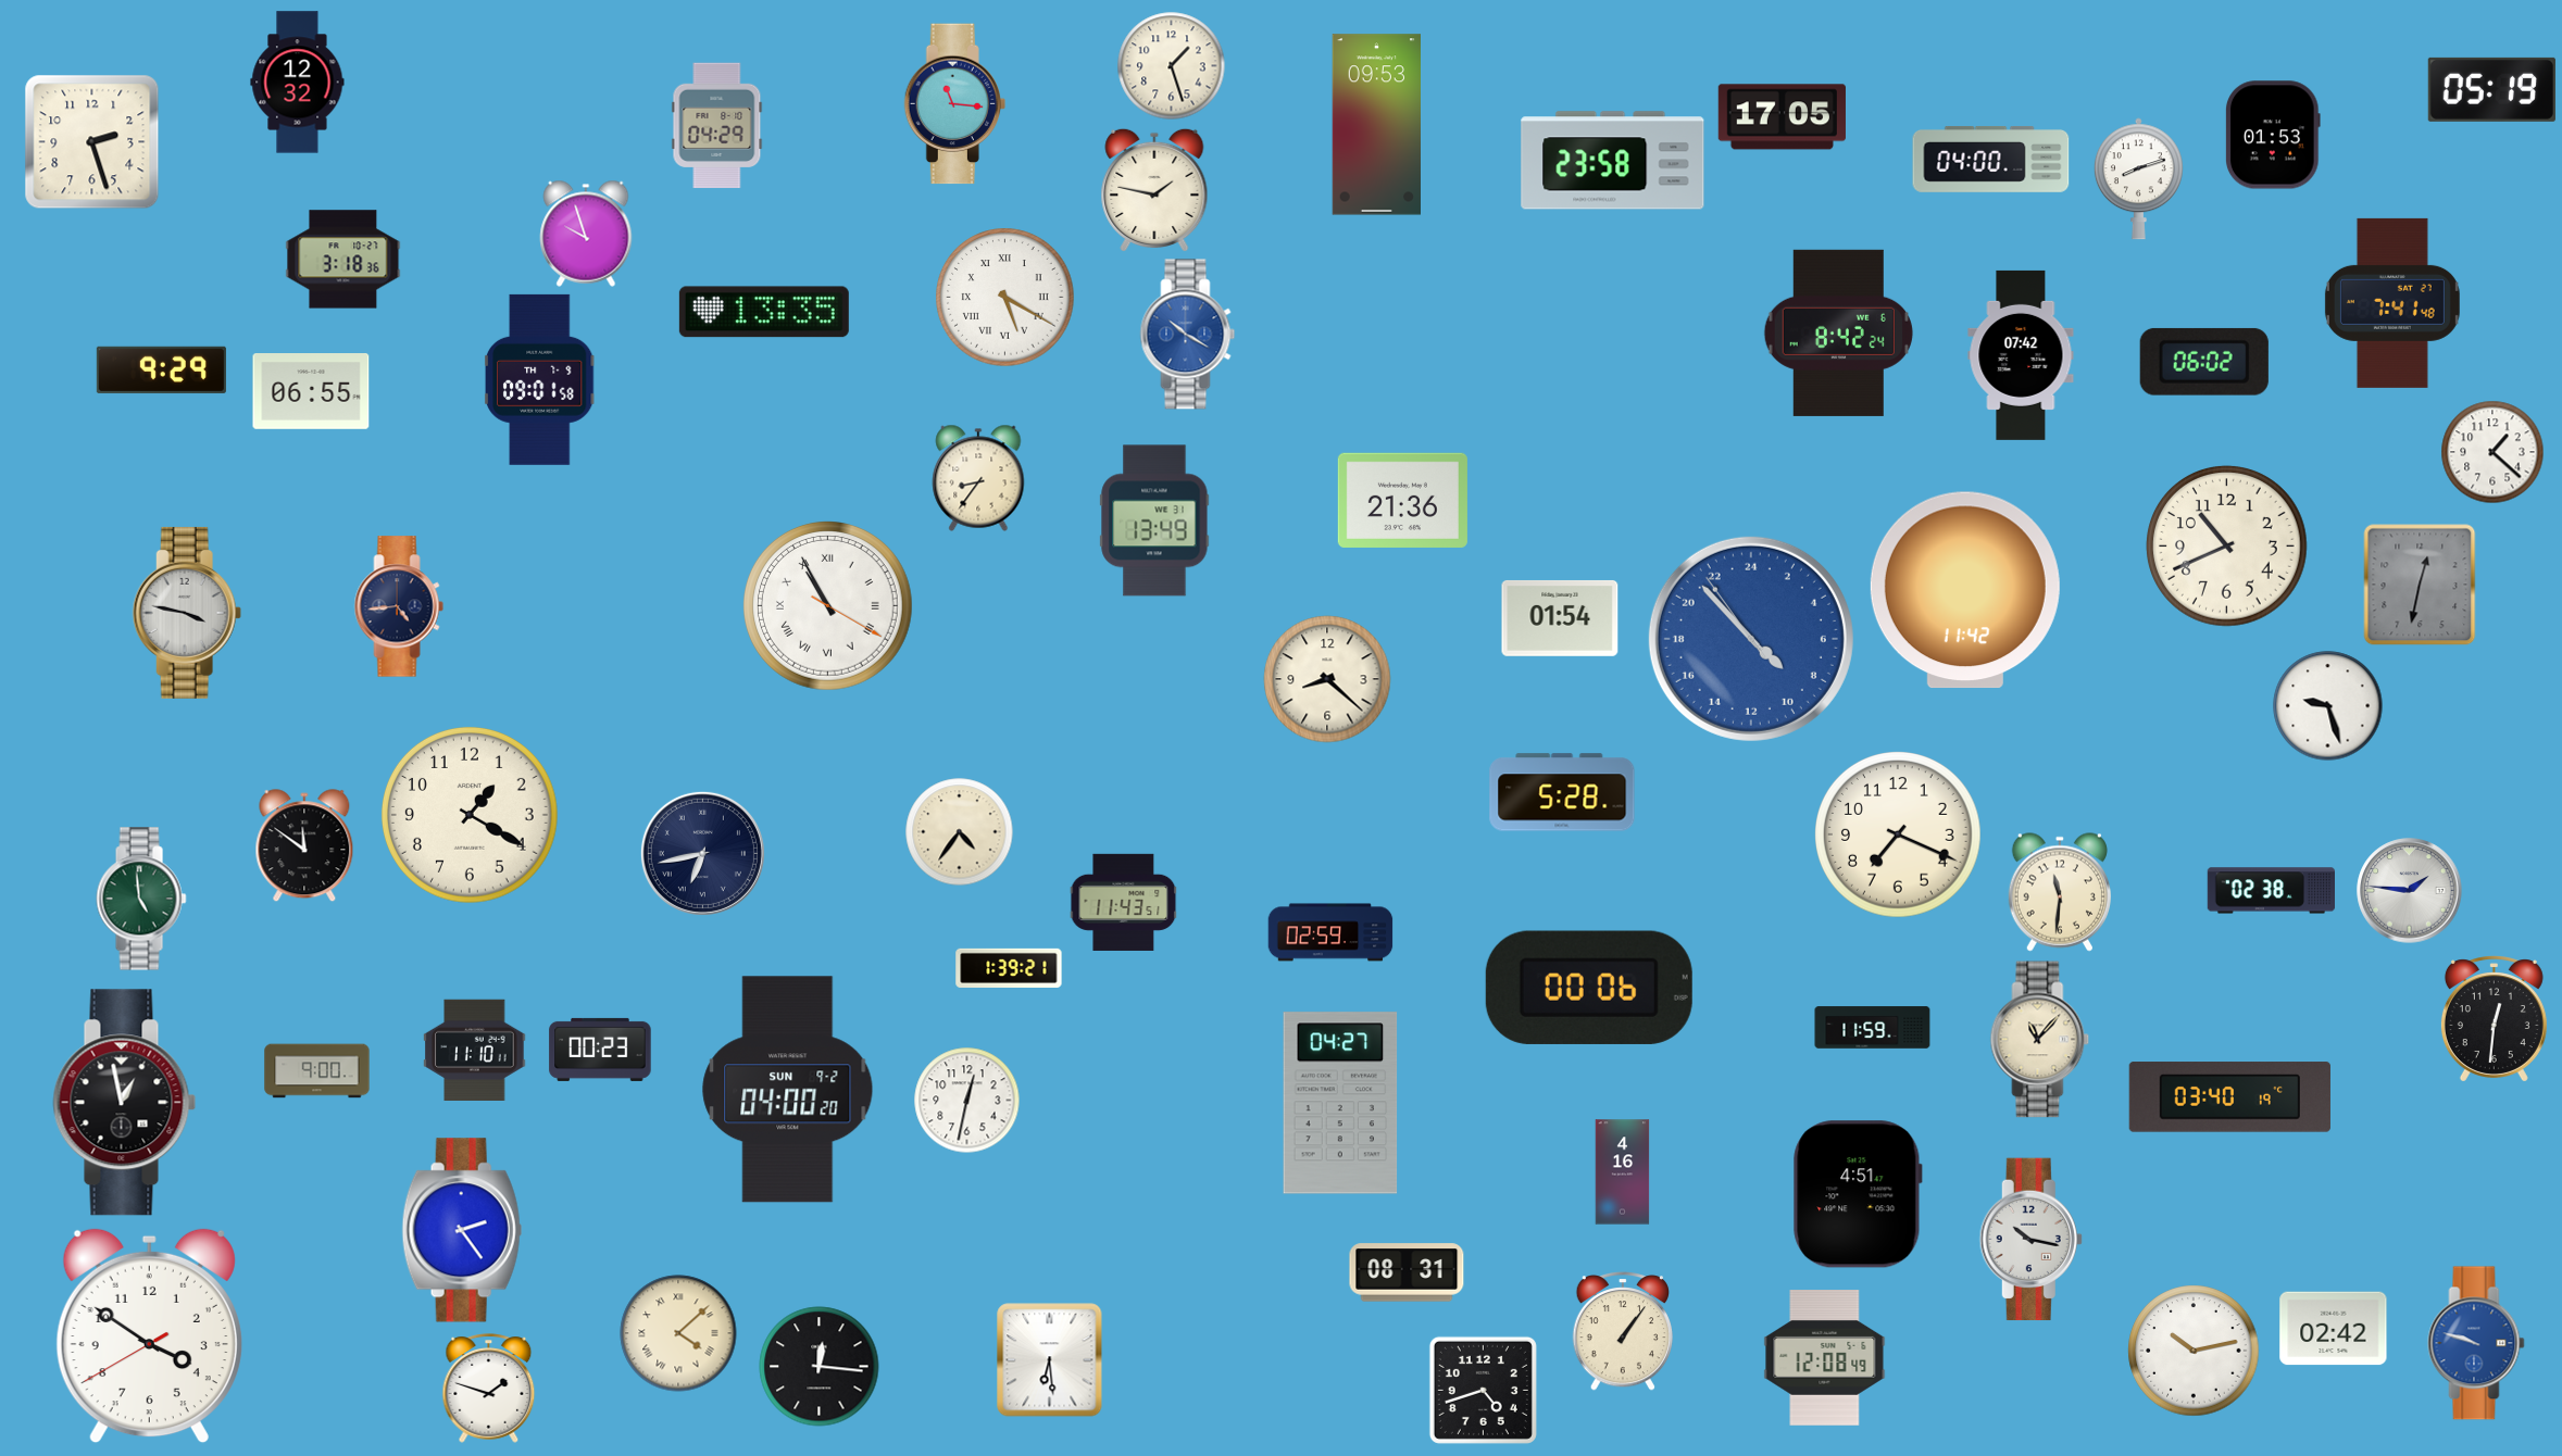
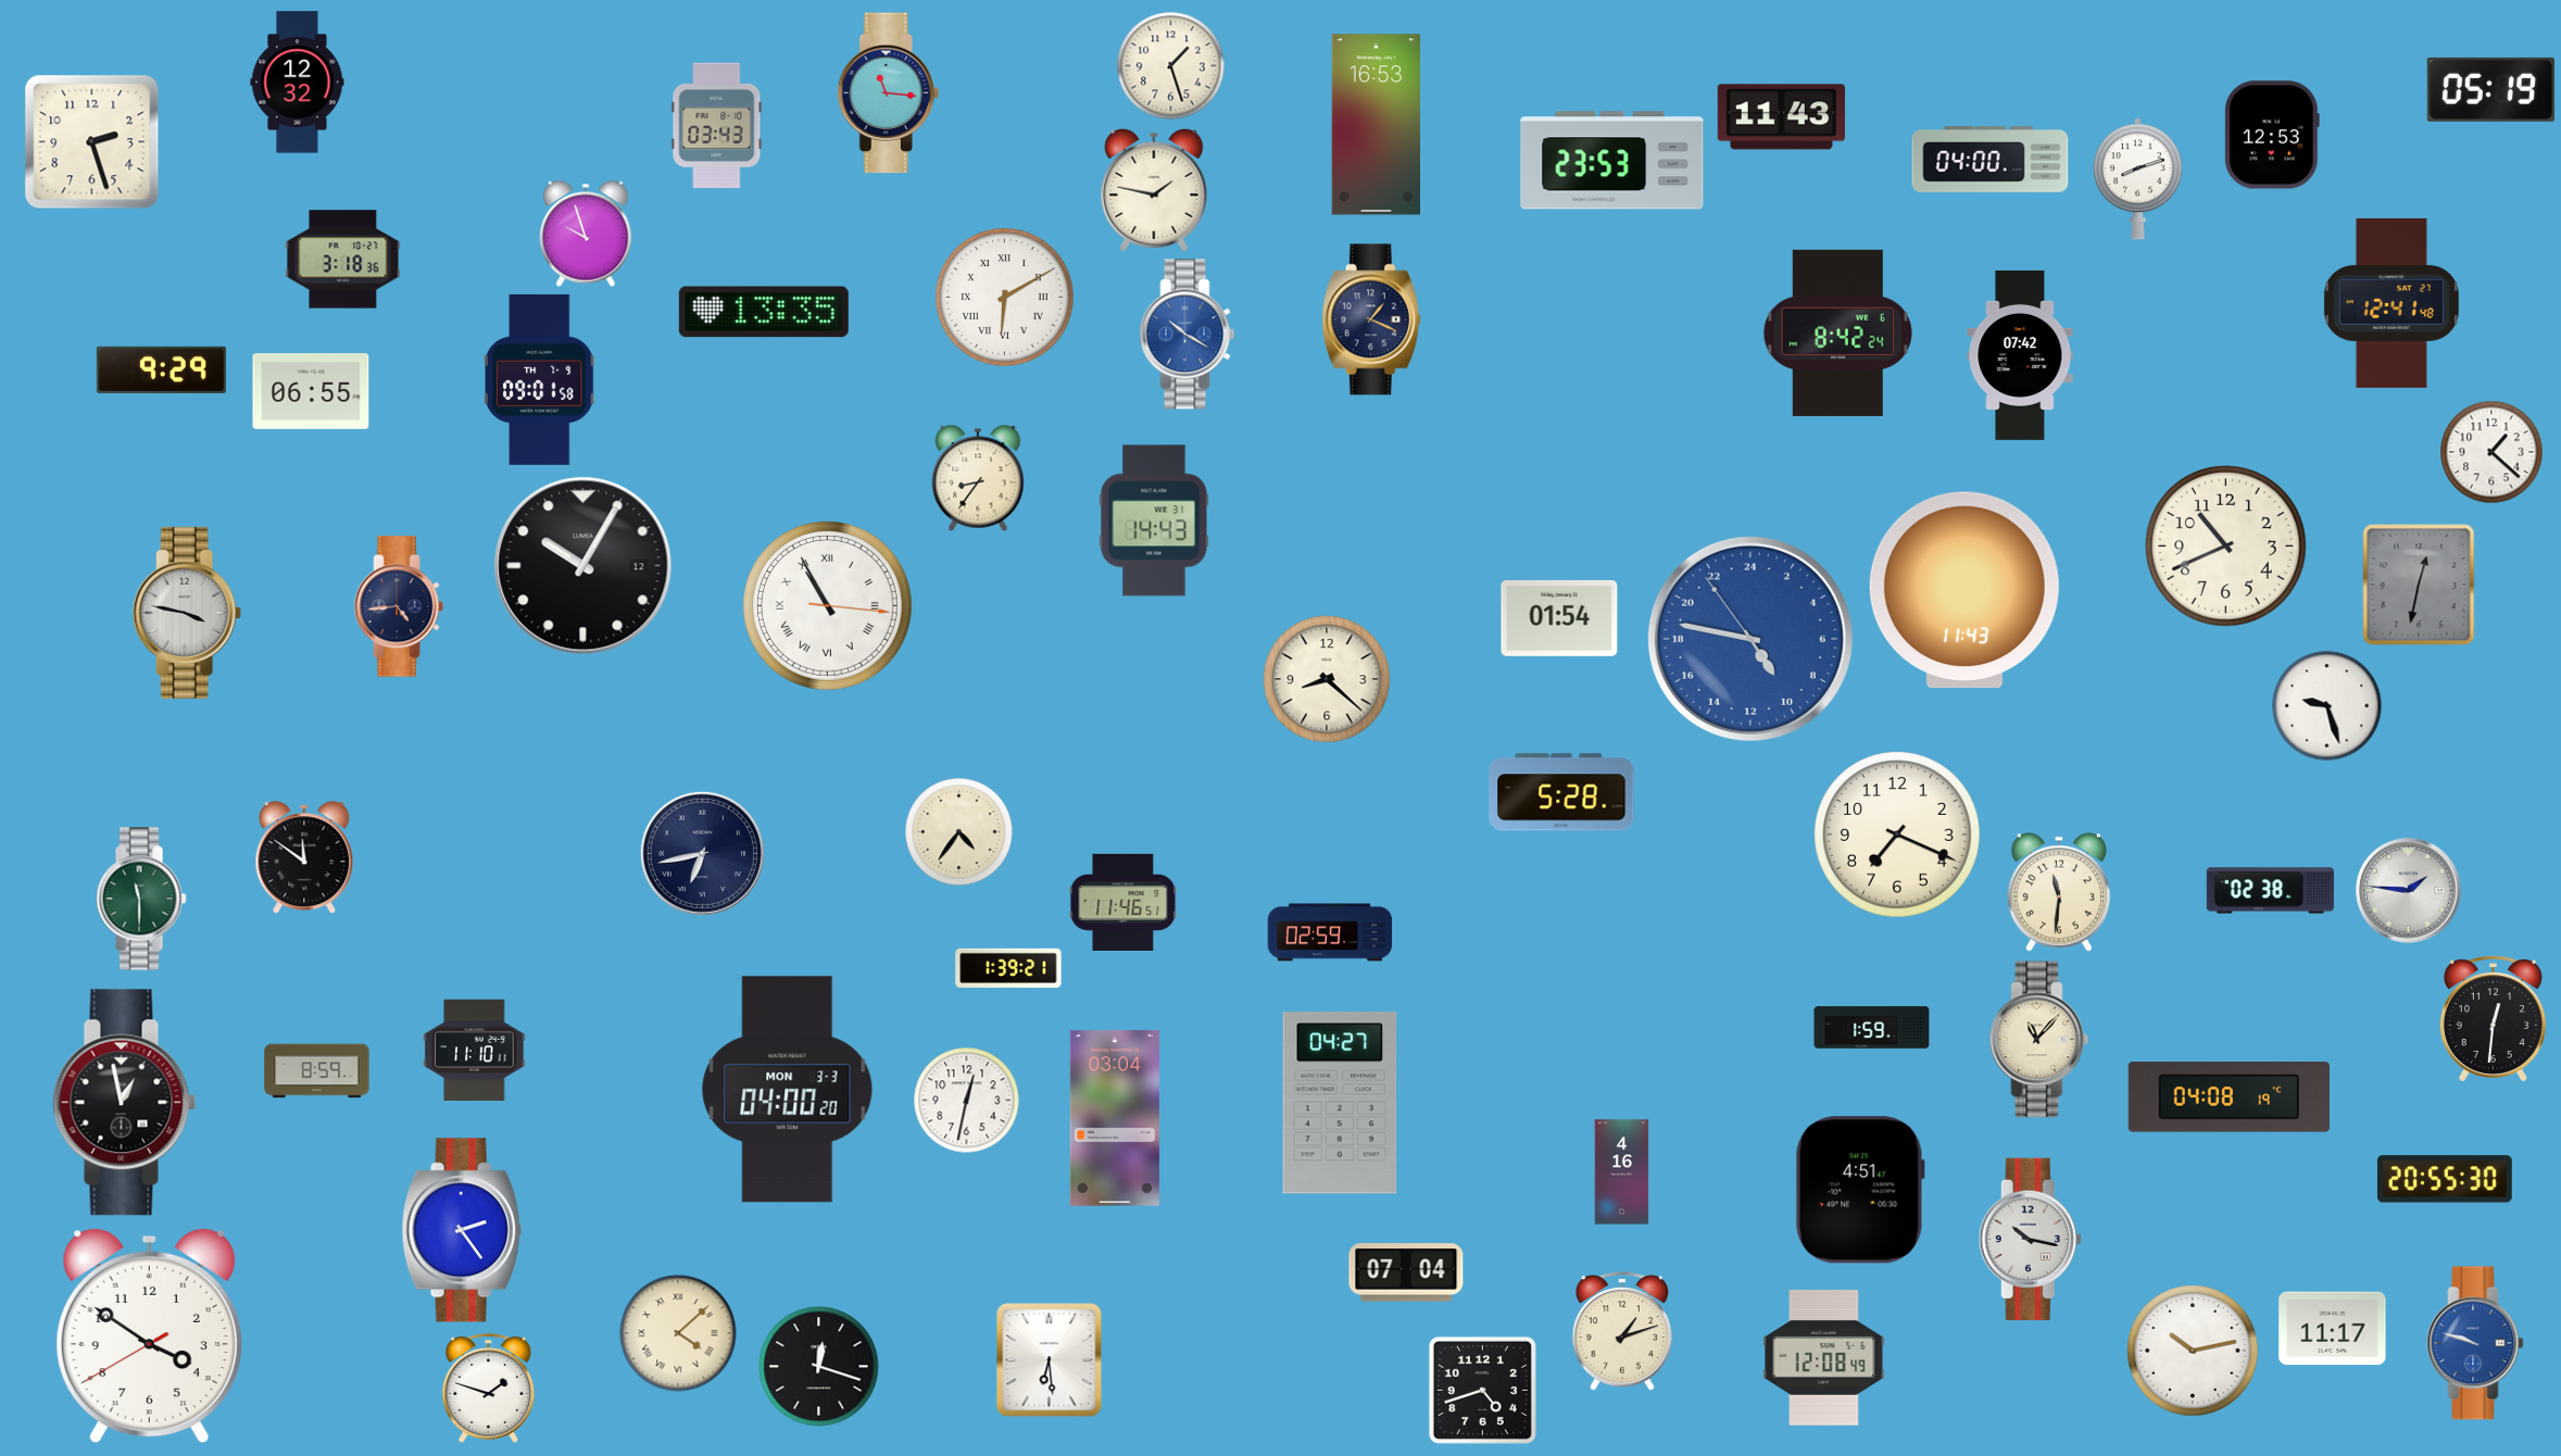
clock at (954, 104) position: (954, 104) -> (888, 93)
clock at (1782, 117): 17:05 -> 11:43
clock at (1376, 125): 09:53 -> 16:53
clock at (717, 126): 04:29 -> 03:43
clock at (2273, 135): 01:53 -> 12:53
clock at (1613, 161): 23:58 -> 23:53
clock at (1005, 298): 5:20 -> 6:10
clock at (2392, 303): 7:41 -> 12:41
clock at (1371, 319): none -> 1:19
clock at (2204, 362): 06:02 -> none
clock at (1402, 500): 21:36 -> none
clock at (1154, 520): 13:49 -> 14:43
clock at (583, 566): none -> 10:05
clock at (1965, 590): 11:42 -> 11:43
clock at (828, 606): 10:55:20 -> 10:55:16
clock at (1751, 639): 8:52 -> 9:46
clock at (470, 815): 1:20 -> none
clock at (304, 846) position: (304, 846) -> (304, 858)
clock at (141, 899): 4:59 -> 11:30
clock at (1124, 902): 11:43 -> 11:46
clock at (1589, 988): 00:06 -> none
clock at (1873, 1028): 11:59 -> 1:59
clock at (600, 1050): 00:23 -> none
clock at (317, 1071): 9:00 -> 8:59
clock at (788, 1090) date: SUN 9-2 -> MON 3-3
clock at (2229, 1097): 03:40 -> 04:08
clock at (1115, 1118): none -> 03:04
clock at (2445, 1179): none -> 20:55
clock at (1858, 1194) position: (1858, 1194) -> (1860, 1190)
clock at (1407, 1272): 08:31 -> 07:04
clock at (2334, 1329): 02:42 -> 11:17
clock at (1622, 1332): 1:06 -> 1:12
clock at (820, 1367): 12:16 -> 12:18
